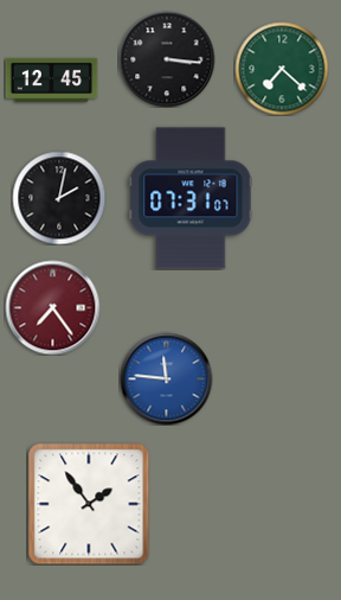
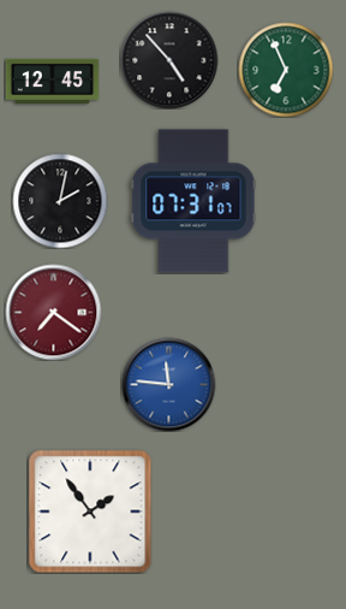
clock at (167, 59): 3:16 -> 4:53
clock at (282, 69): 7:22 -> 6:56
clock at (52, 307): 7:24 -> 7:21
